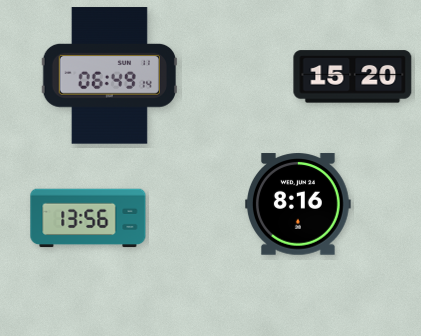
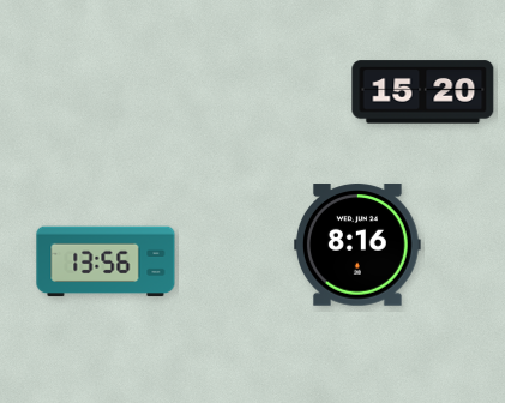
clock at (109, 76): 06:49 -> none
